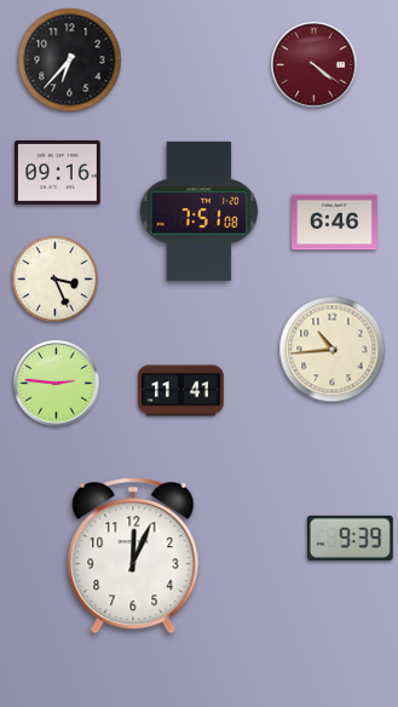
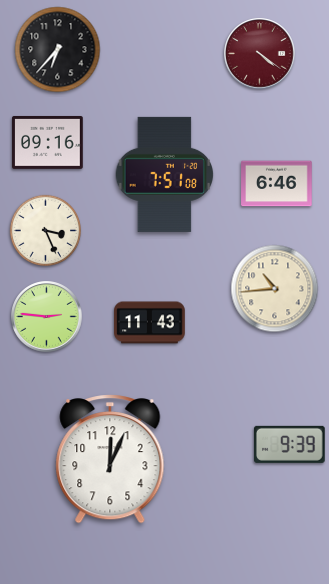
clock at (181, 391): 11:41 -> 11:43
